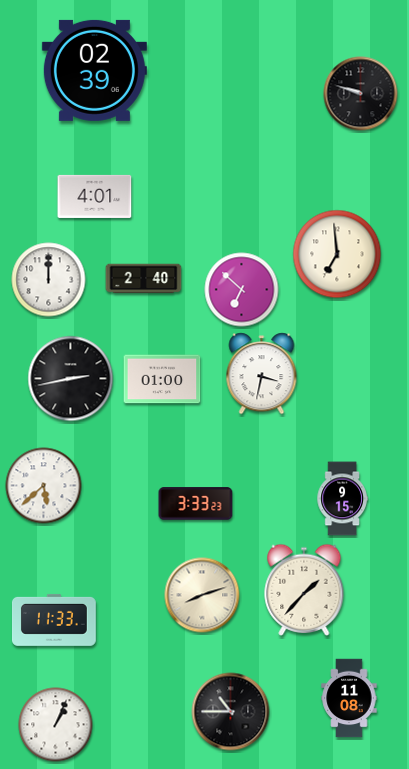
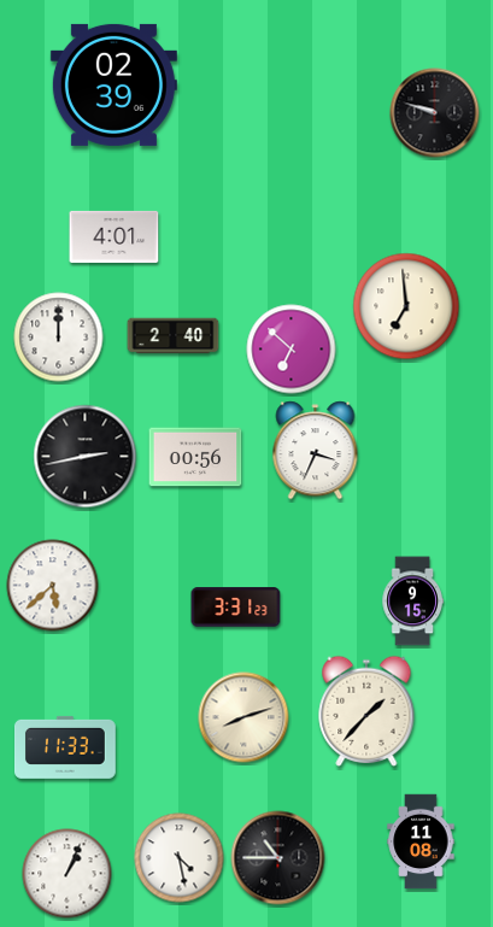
clock at (262, 374): 3:32 -> 3:34
clock at (162, 379): 01:00 -> 00:56
clock at (196, 504): 3:33 -> 3:31
clock at (180, 858): none -> 4:28
